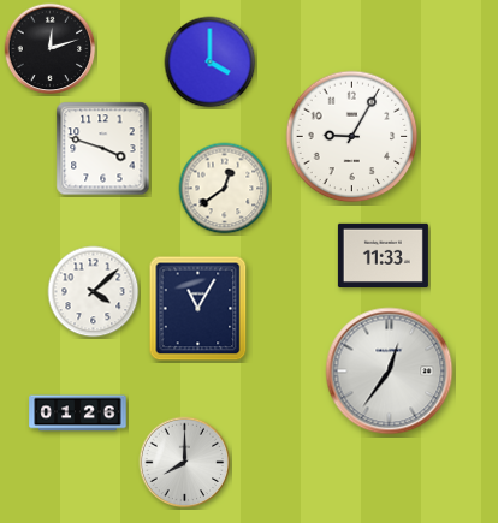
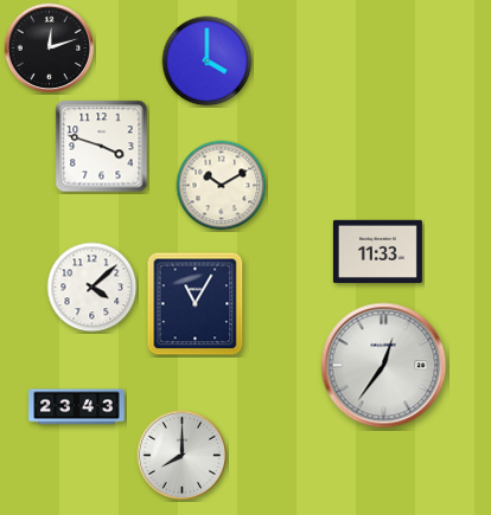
clock at (352, 137): 9:05 -> none
clock at (225, 189): 12:39 -> 10:10
clock at (78, 414): 01:26 -> 23:43
